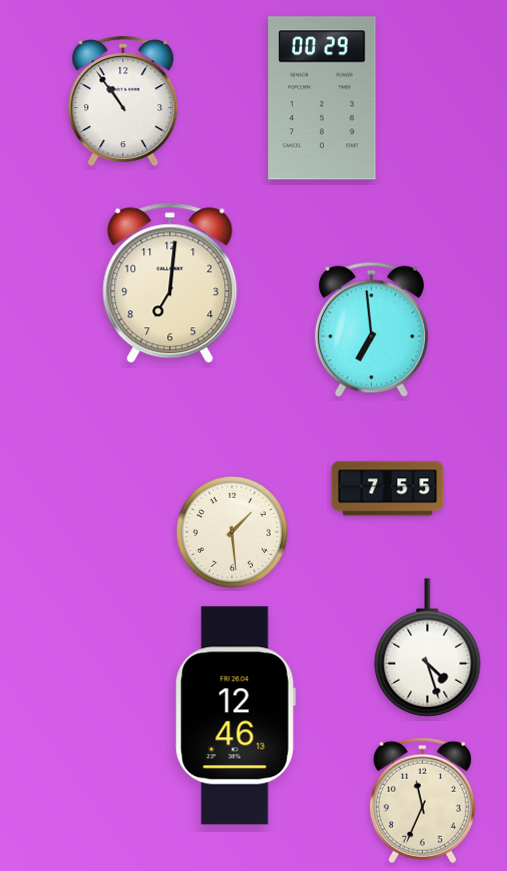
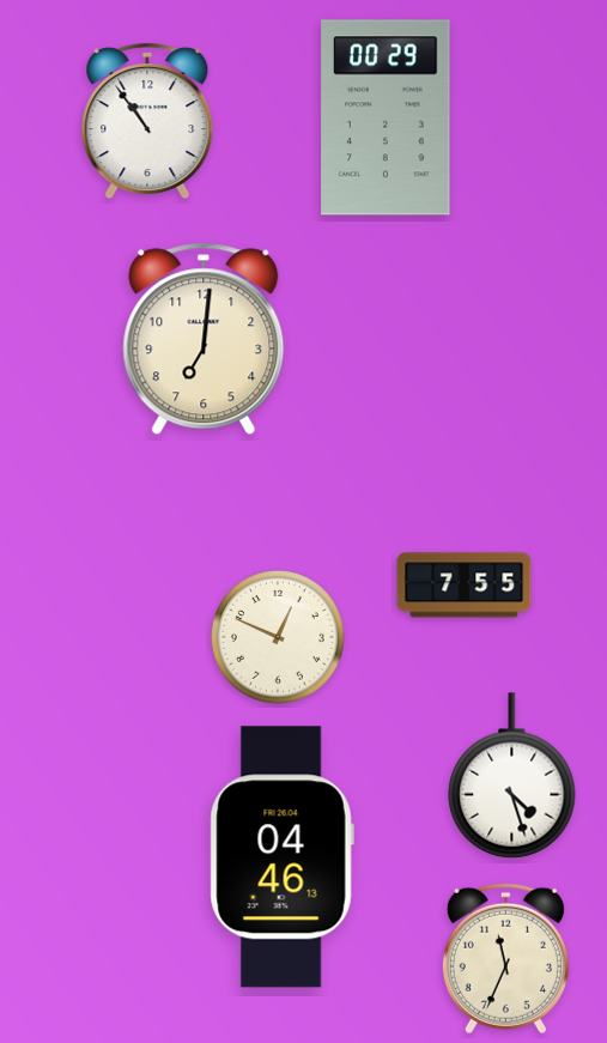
clock at (371, 329): 6:59 -> none
clock at (233, 533): 1:29 -> 12:49
clock at (235, 716): 12:46 -> 04:46
